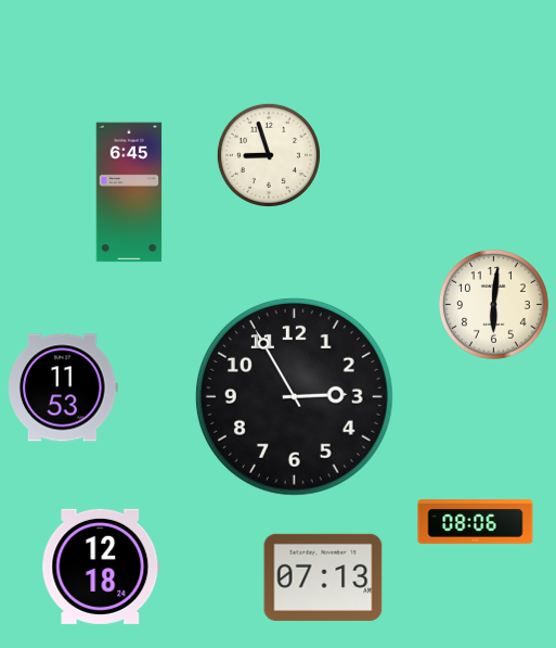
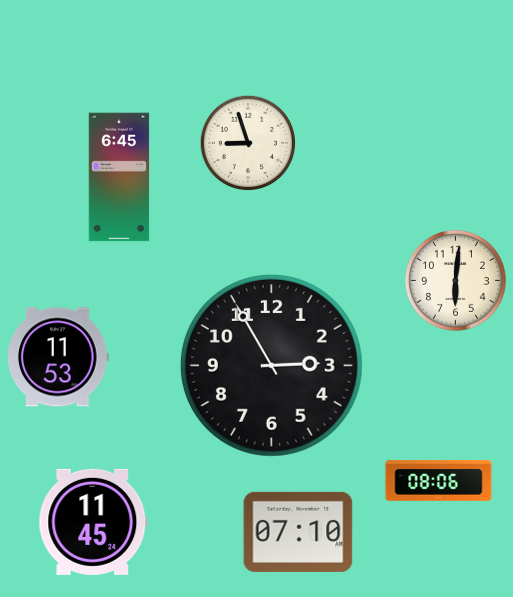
clock at (101, 567): 12:18 -> 11:45
clock at (323, 577): 07:13 -> 07:10
